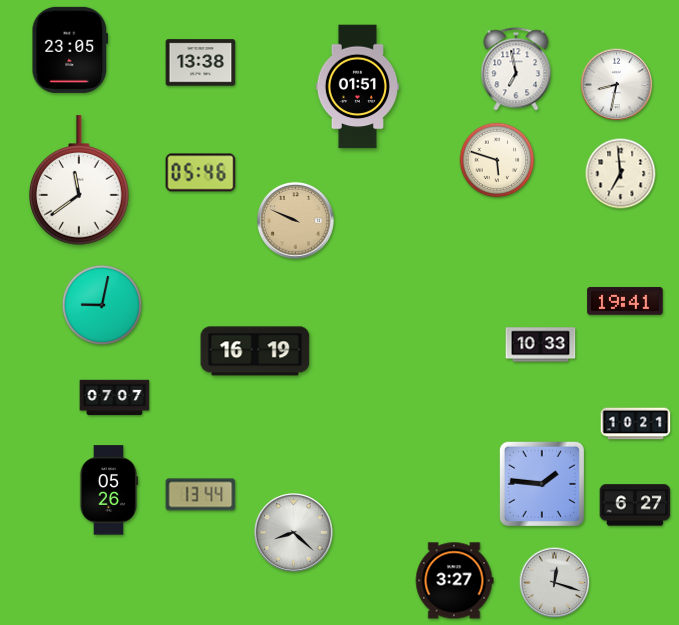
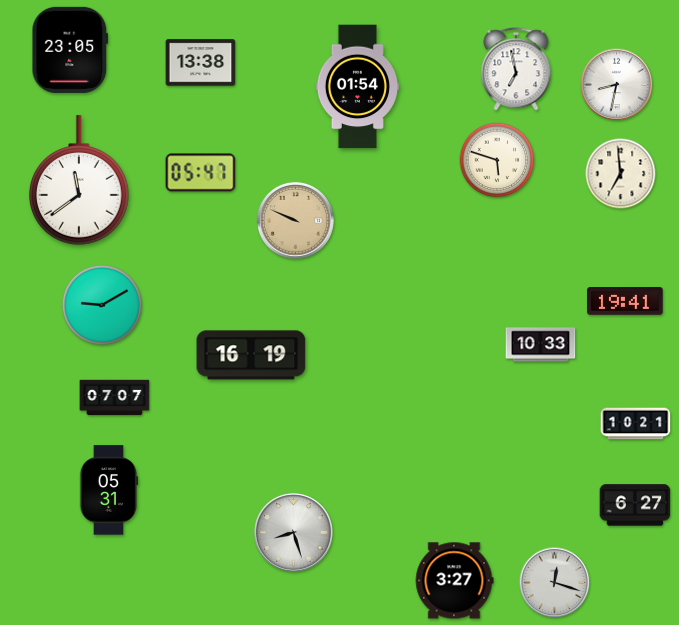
clock at (357, 87): 01:51 -> 01:54
clock at (201, 173): 05:46 -> 05:47
clock at (102, 305): 9:02 -> 9:10
clock at (255, 351) position: (255, 351) -> (251, 355)
clock at (542, 484): 1:46 -> none
clock at (109, 490): 05:26 -> 05:31
clock at (201, 495): 13:44 -> none
clock at (293, 532): 8:22 -> 8:27
